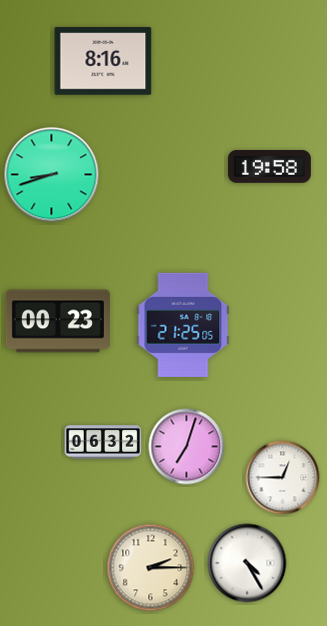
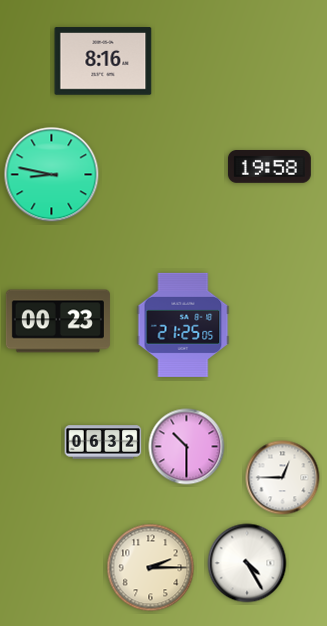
clock at (52, 175): 8:42 -> 8:47
clock at (187, 447): 7:03 -> 10:30
